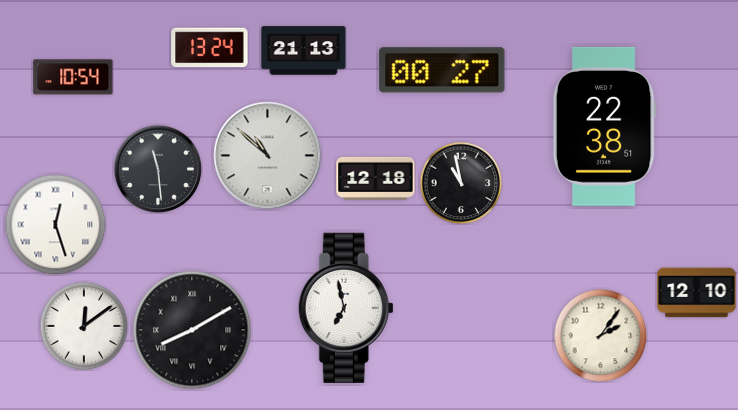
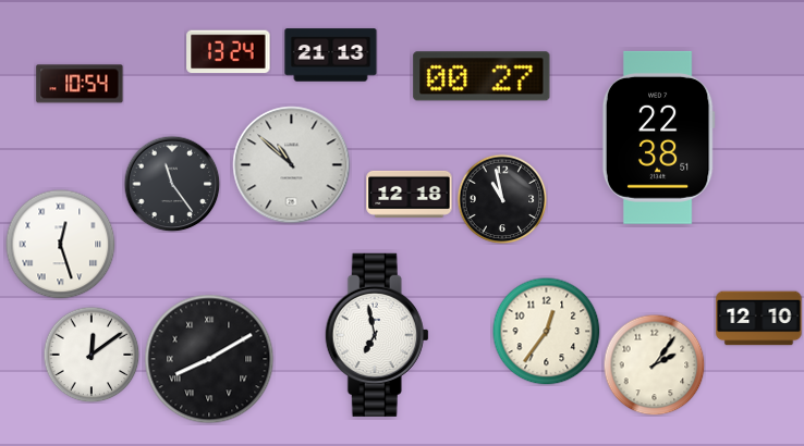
clock at (268, 156) position: (268, 156) -> (292, 165)
clock at (158, 169): 11:29 -> 11:24
clock at (547, 332): none -> 12:36
